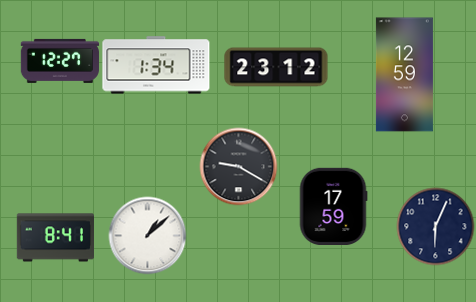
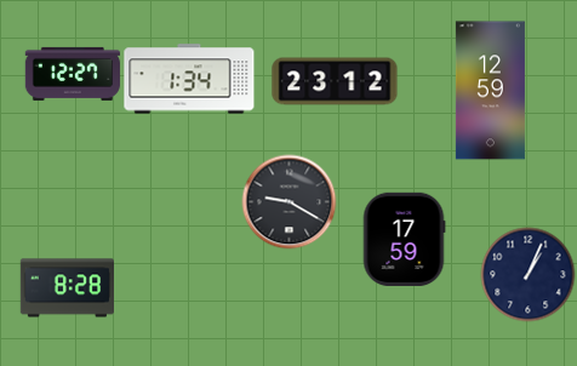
clock at (333, 206) position: (333, 206) -> (404, 239)
clock at (435, 226): 6:04 -> 1:04
clock at (147, 235): 1:08 -> none
clock at (55, 238): 8:41 -> 8:28
